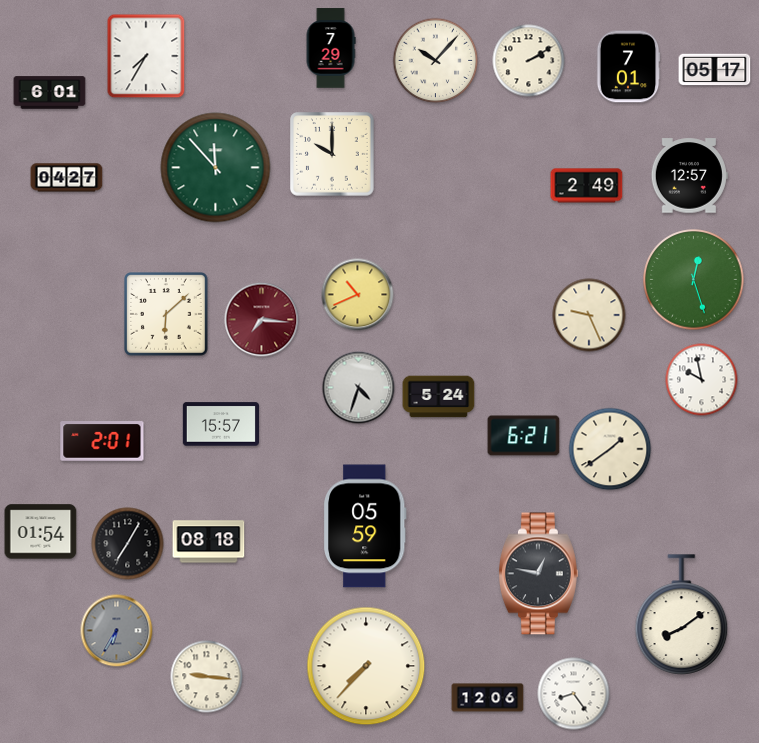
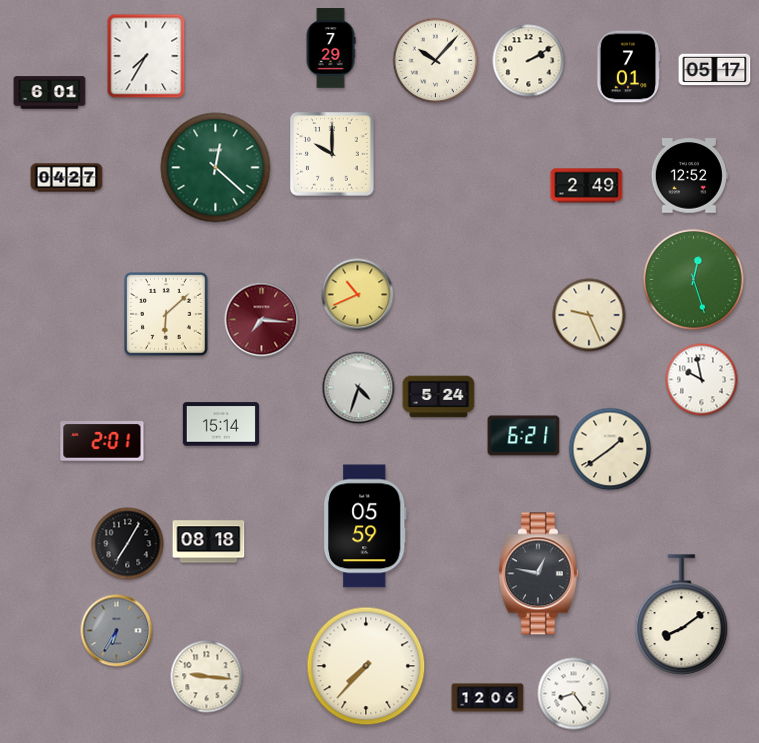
clock at (216, 168): 11:53 -> 12:22
clock at (689, 176): 12:57 -> 12:52
clock at (220, 424): 15:57 -> 15:14
clock at (41, 532): 01:54 -> none
